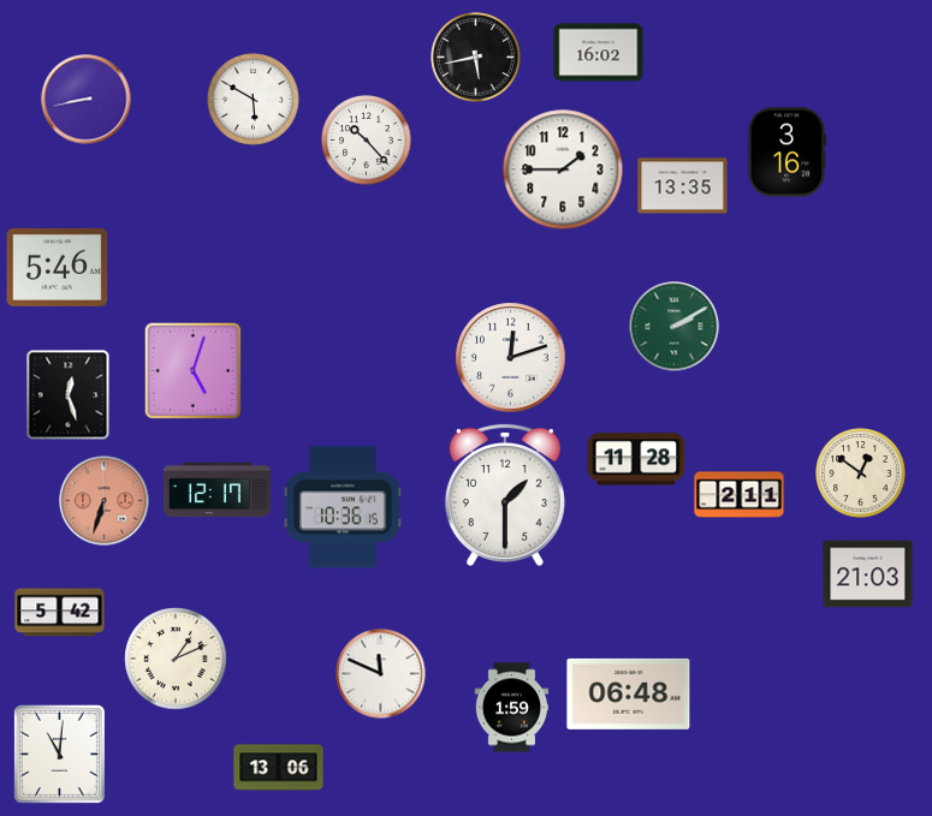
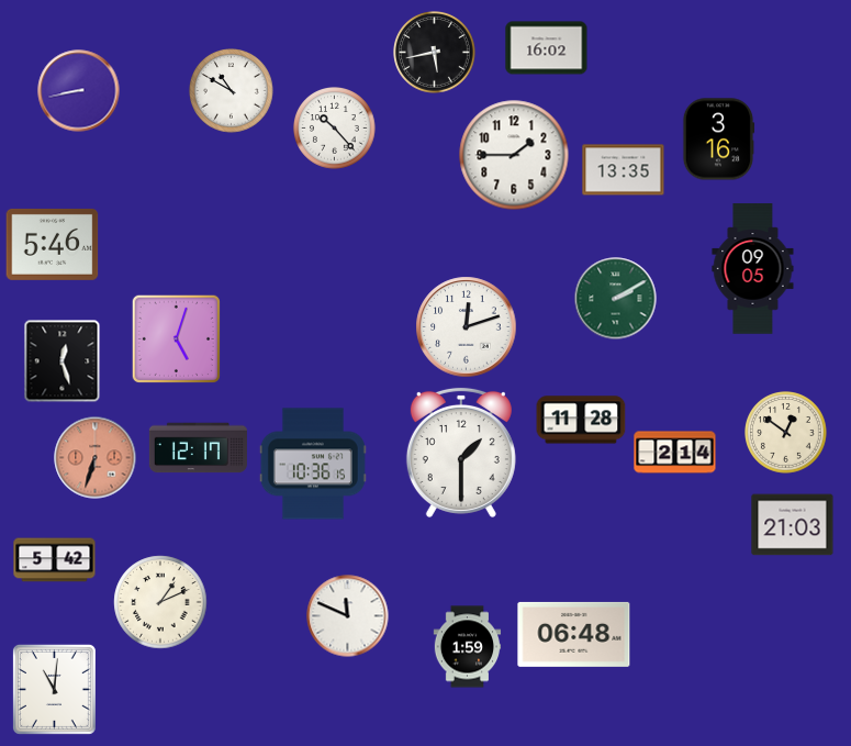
clock at (254, 100): 5:50 -> 10:50
clock at (753, 269): none -> 09:05
clock at (740, 495): 2:11 -> 2:14
clock at (279, 768): 13:06 -> none
